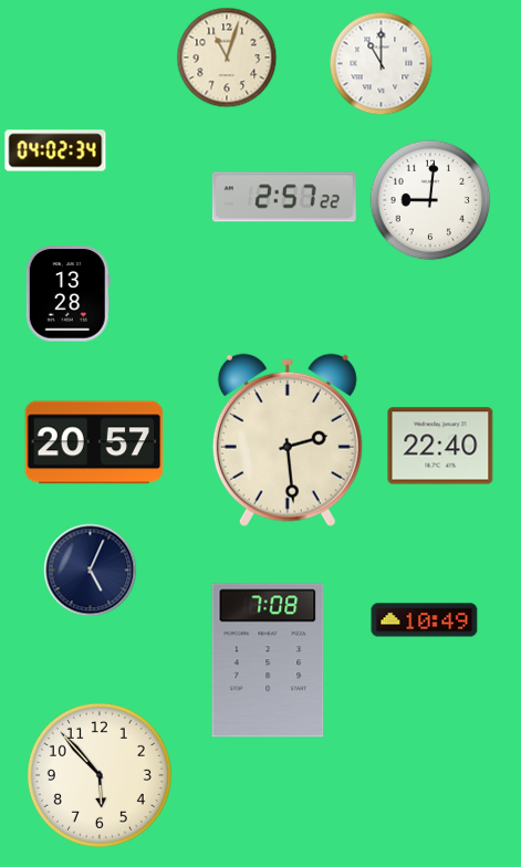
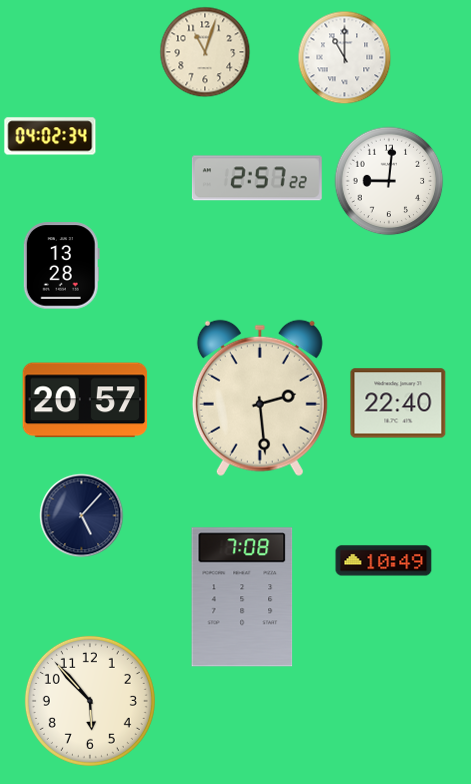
clock at (91, 571): 5:04 -> 5:07
